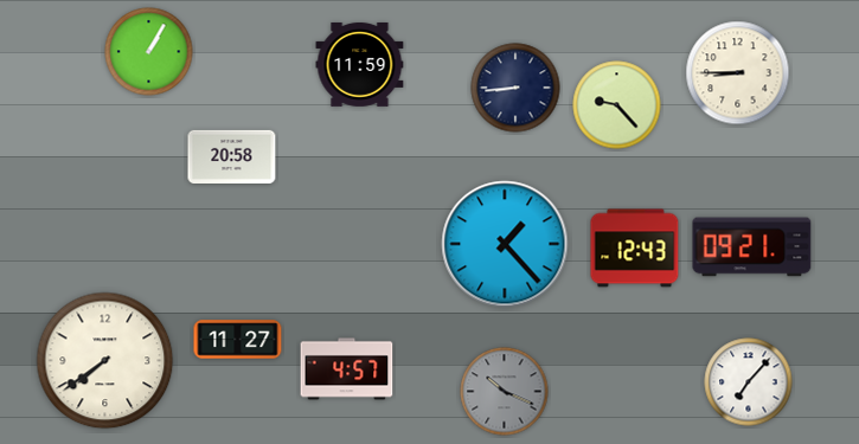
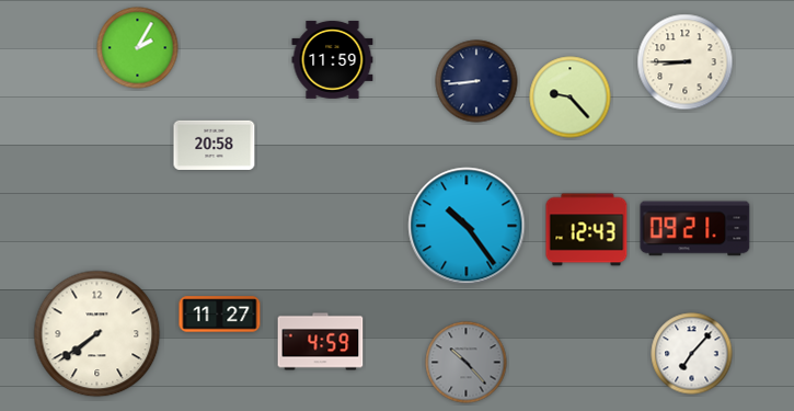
clock at (149, 52): 1:05 -> 2:05
clock at (738, 73) position: (738, 73) -> (686, 62)
clock at (505, 244): 1:23 -> 10:24
clock at (347, 369): 4:57 -> 4:59
clock at (505, 392): 10:19 -> 10:23
